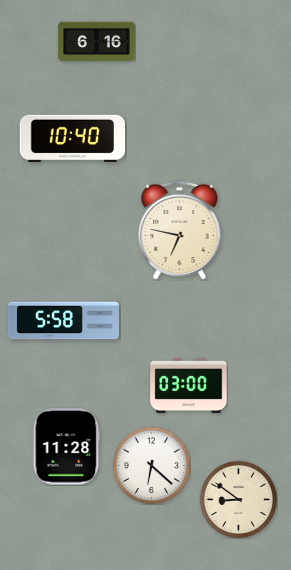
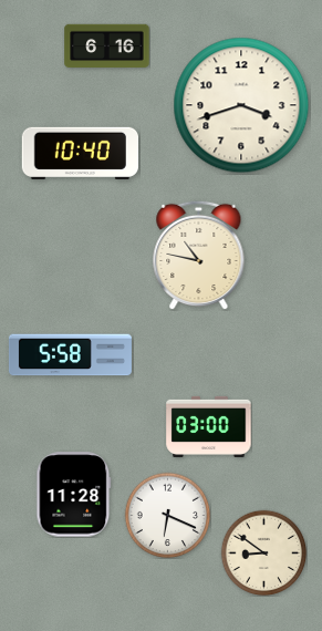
clock at (241, 105): none -> 3:42
clock at (180, 230): 6:47 -> 10:47
clock at (151, 465): 6:22 -> 6:19
